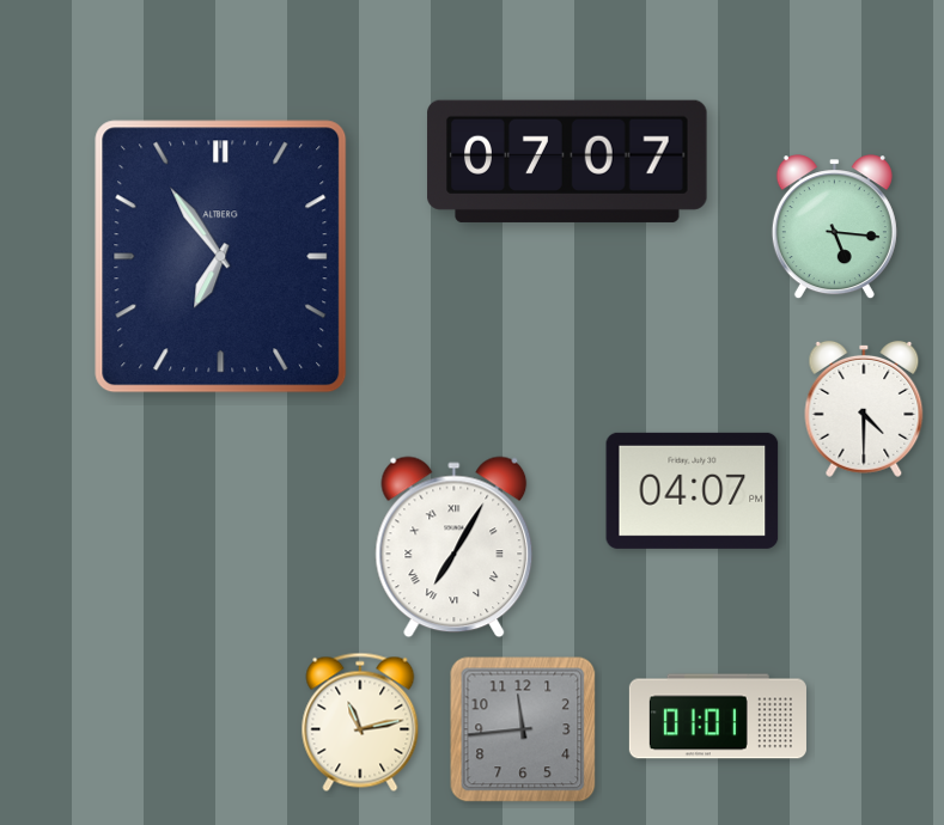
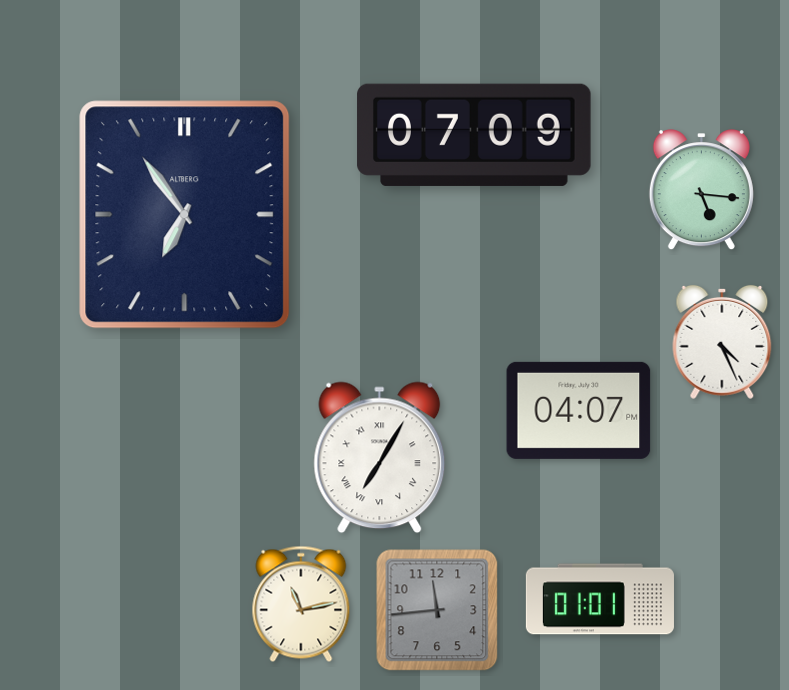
clock at (567, 161): 07:07 -> 07:09
clock at (834, 227) position: (834, 227) -> (701, 190)
clock at (864, 409): 4:30 -> 4:26
